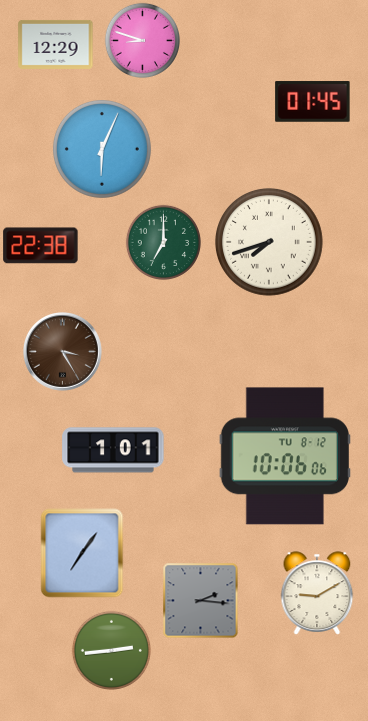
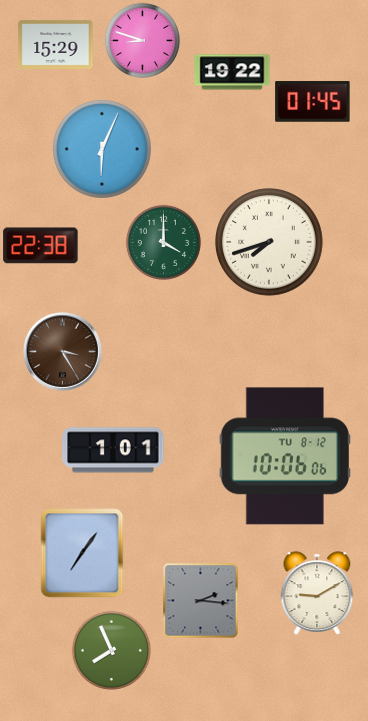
clock at (56, 44): 12:29 -> 15:29
clock at (232, 72): none -> 19:22
clock at (163, 242): 7:00 -> 4:00
clock at (111, 650): 2:44 -> 7:56
